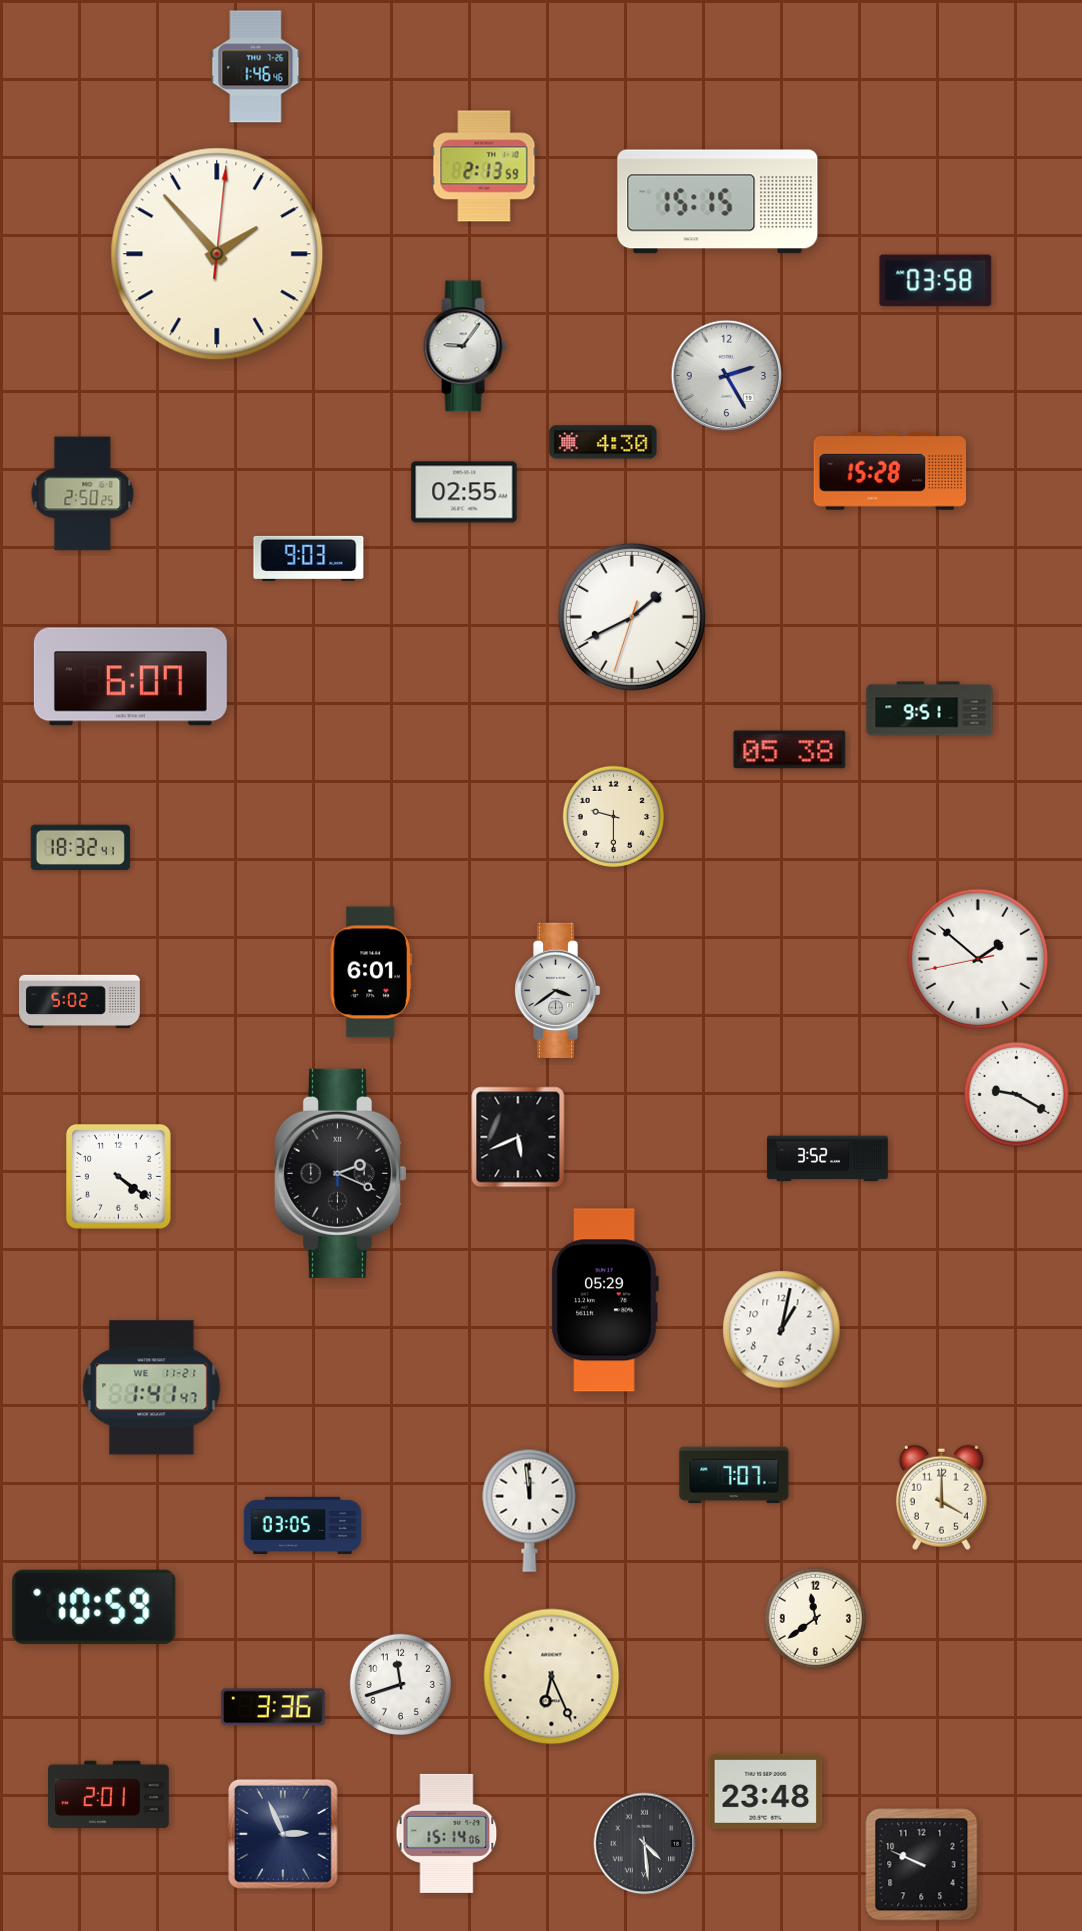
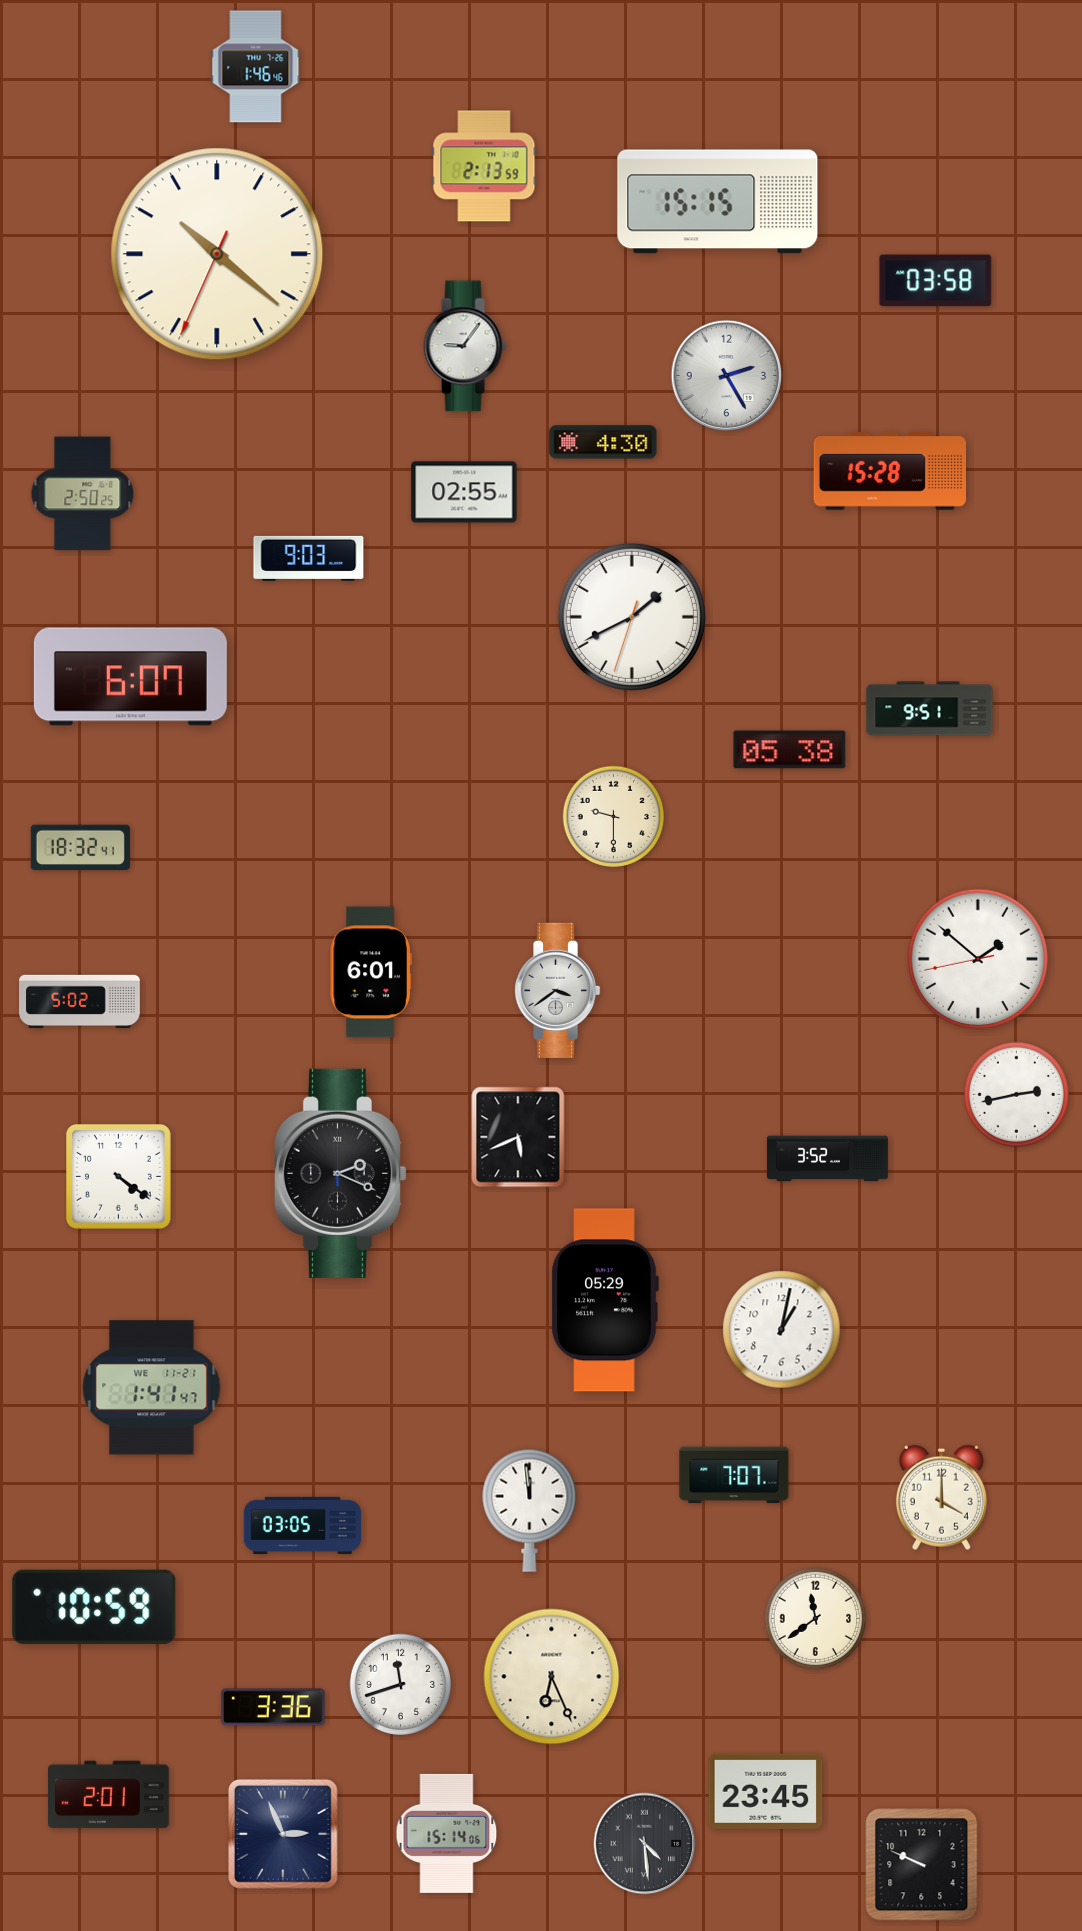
clock at (217, 254): 1:53 -> 10:21
clock at (1016, 1094): 9:20 -> 2:43
clock at (766, 1791): 23:48 -> 23:45
